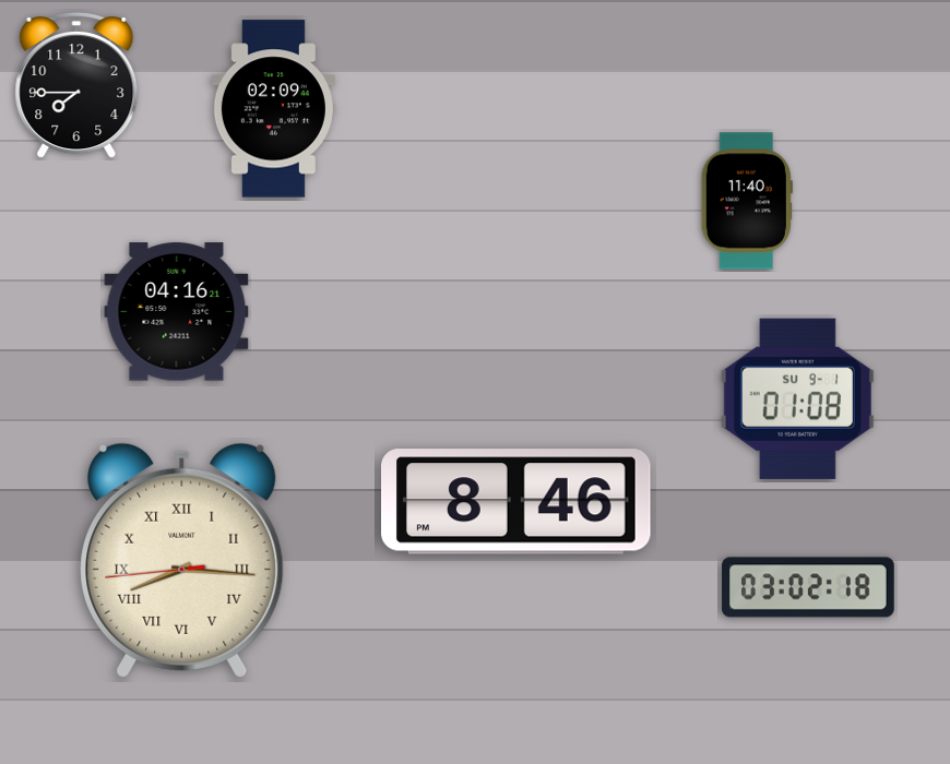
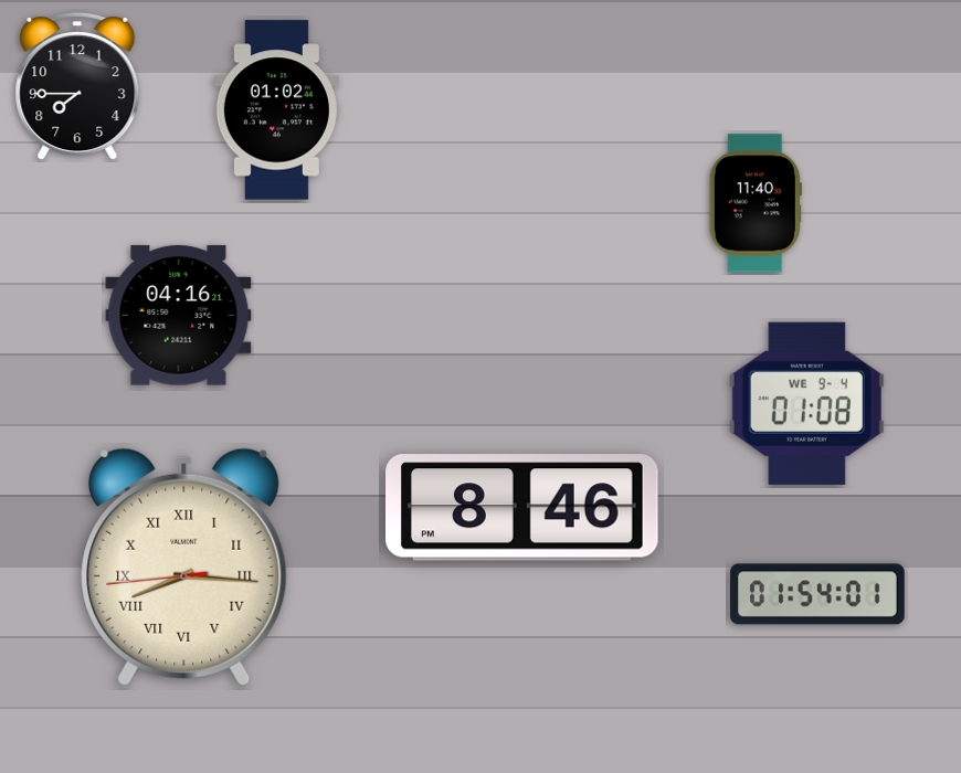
clock at (273, 109): 02:09 -> 01:02
clock at (797, 398) date: SU 9-1 -> WE 9-4
clock at (808, 587): 03:02 -> 01:54
